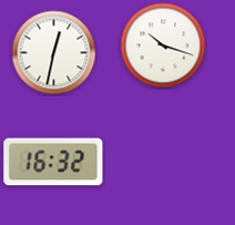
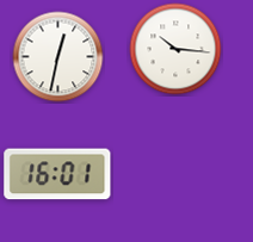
clock at (163, 45): 10:18 -> 10:16
clock at (53, 162): 16:32 -> 16:01
